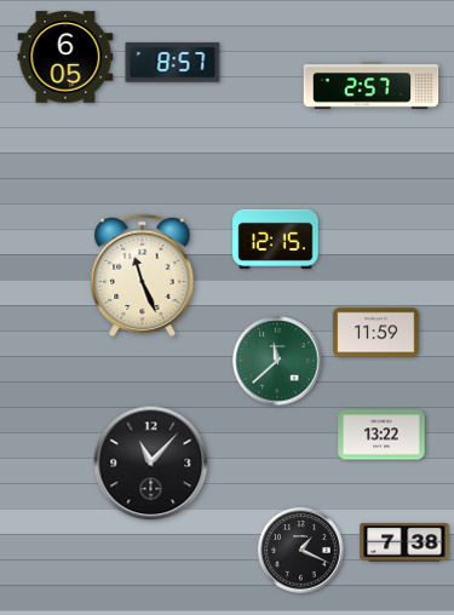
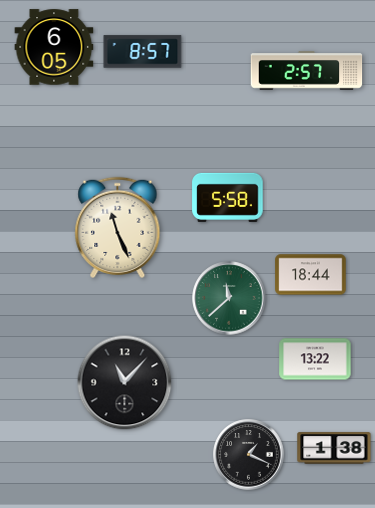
clock at (276, 238): 12:15 -> 5:58
clock at (377, 333): 11:59 -> 18:44
clock at (404, 542): 7:38 -> 1:38
